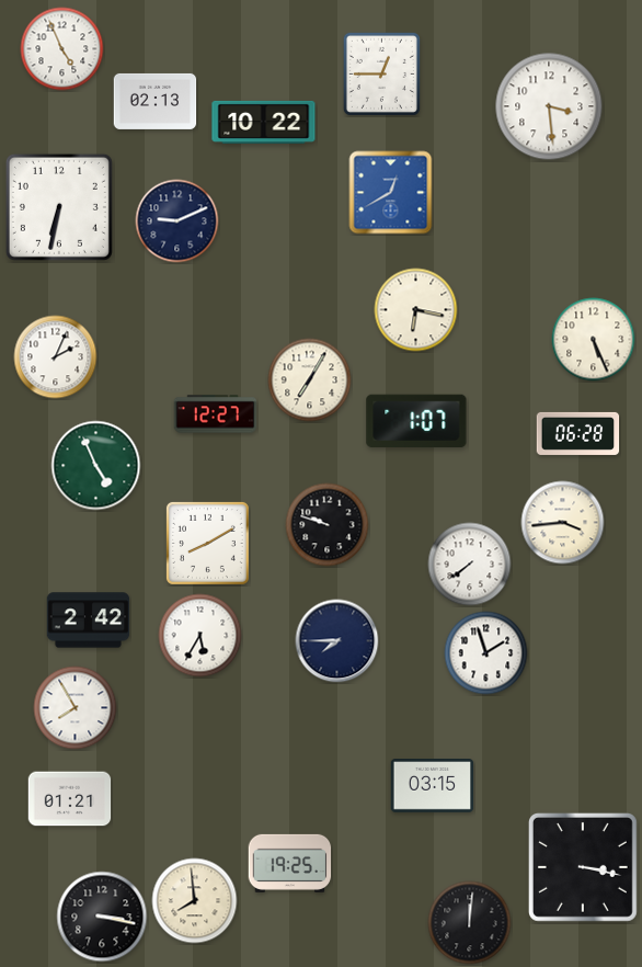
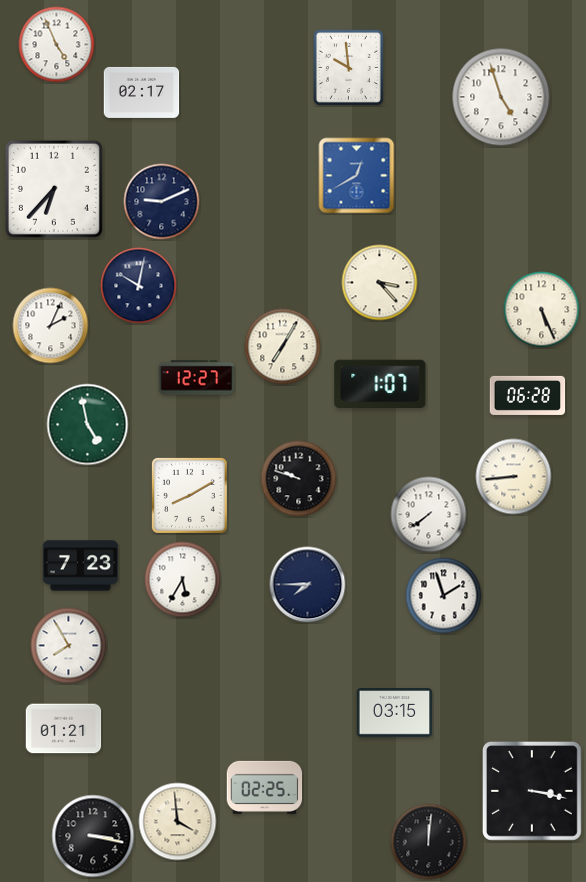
clock at (381, 73): 12:45 -> 9:59
clock at (156, 101): 02:13 -> 02:17
clock at (549, 106): 3:29 -> 4:57
clock at (264, 122): 10:22 -> none
clock at (59, 207): 6:32 -> 6:37
clock at (416, 310): 6:17 -> 3:23
clock at (139, 286): none -> 10:02
clock at (96, 466): 4:56 -> 4:58
clock at (563, 523): 3:44 -> 8:44
clock at (89, 621): 2:42 -> 7:23
clock at (433, 786) position: (433, 786) -> (395, 713)
clock at (290, 863): 19:25 -> 02:25
clock at (195, 901): 7:59 -> 3:59
